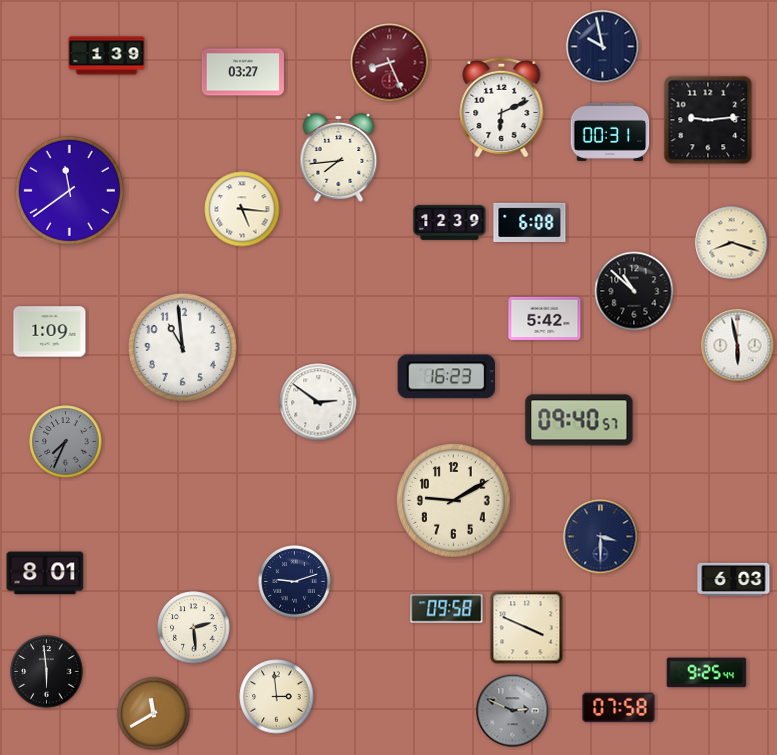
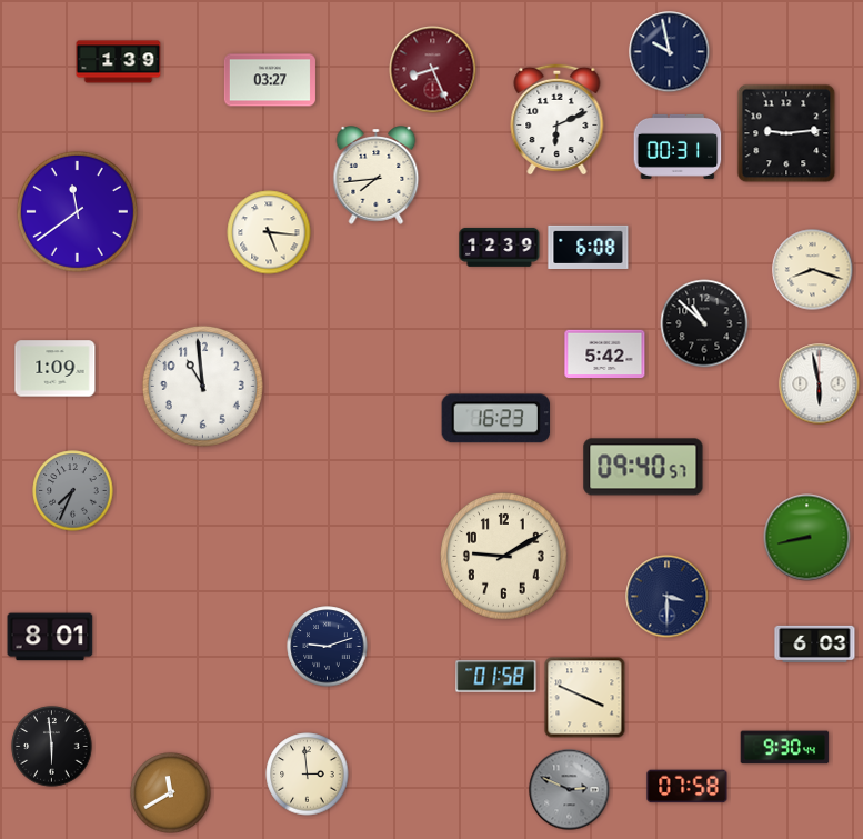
clock at (318, 402): 2:51 -> none
clock at (807, 538): none -> 8:43
clock at (447, 609): 09:58 -> 01:58
clock at (194, 628): 2:29 -> none
clock at (707, 673): 9:25 -> 9:30
